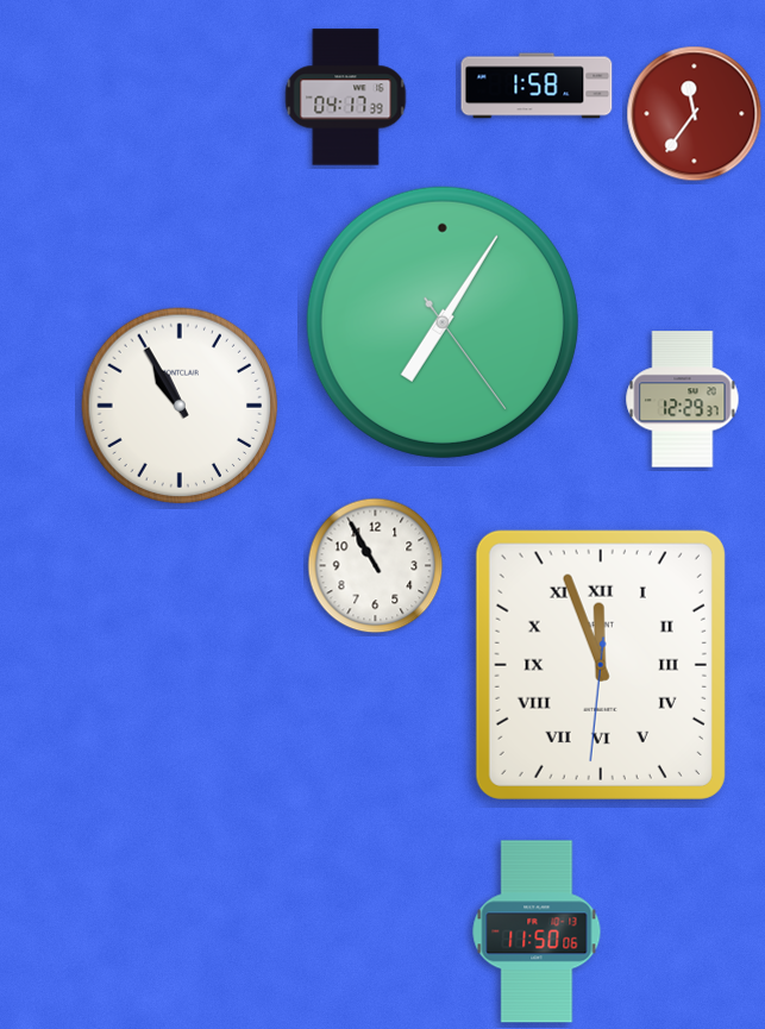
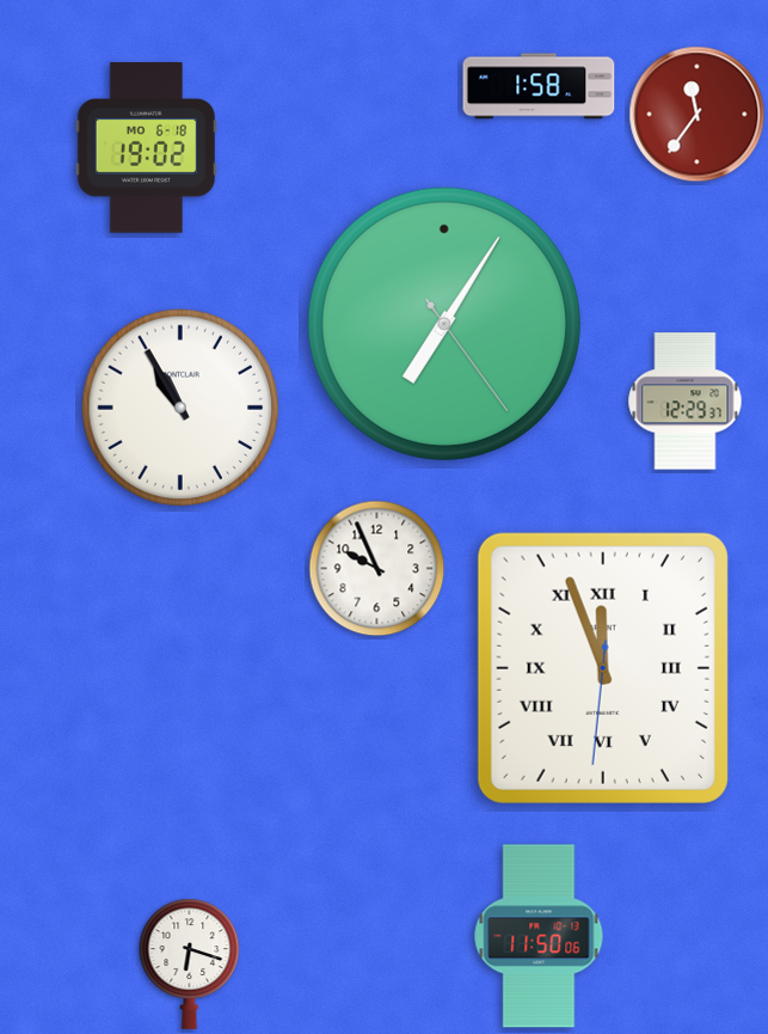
clock at (346, 98): 04:17 -> none
clock at (146, 148): none -> 19:02
clock at (376, 566): 10:55 -> 9:56
clock at (190, 963): none -> 6:18
